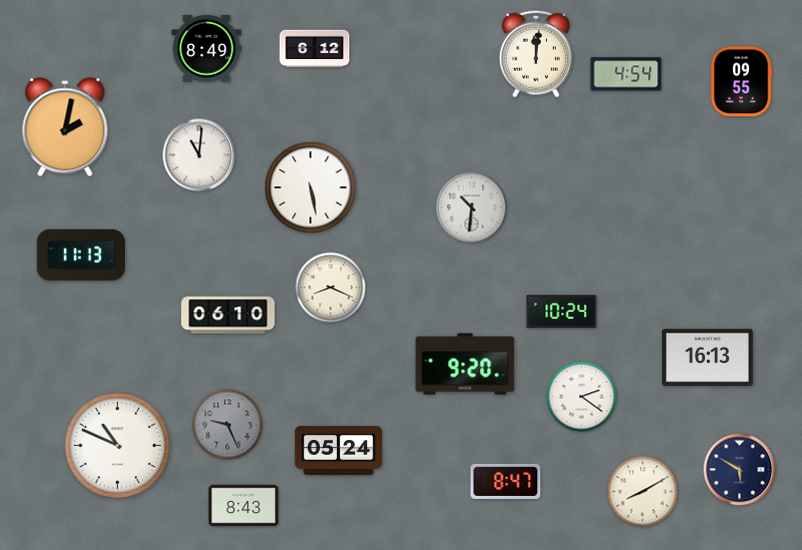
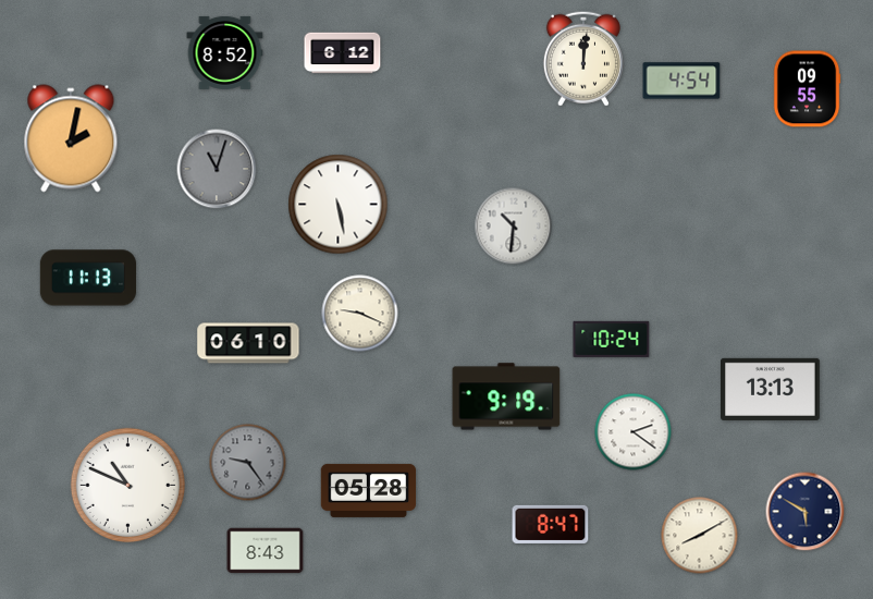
clock at (207, 48): 8:49 -> 8:52
clock at (199, 155): 11:01 -> 11:03
clock at (199, 155) dial: white -> grey
clock at (331, 288): 8:19 -> 9:19
clock at (708, 357): 16:13 -> 13:13
clock at (465, 364): 9:20 -> 9:19
clock at (228, 425): 9:26 -> 9:24
clock at (339, 450): 05:24 -> 05:28
